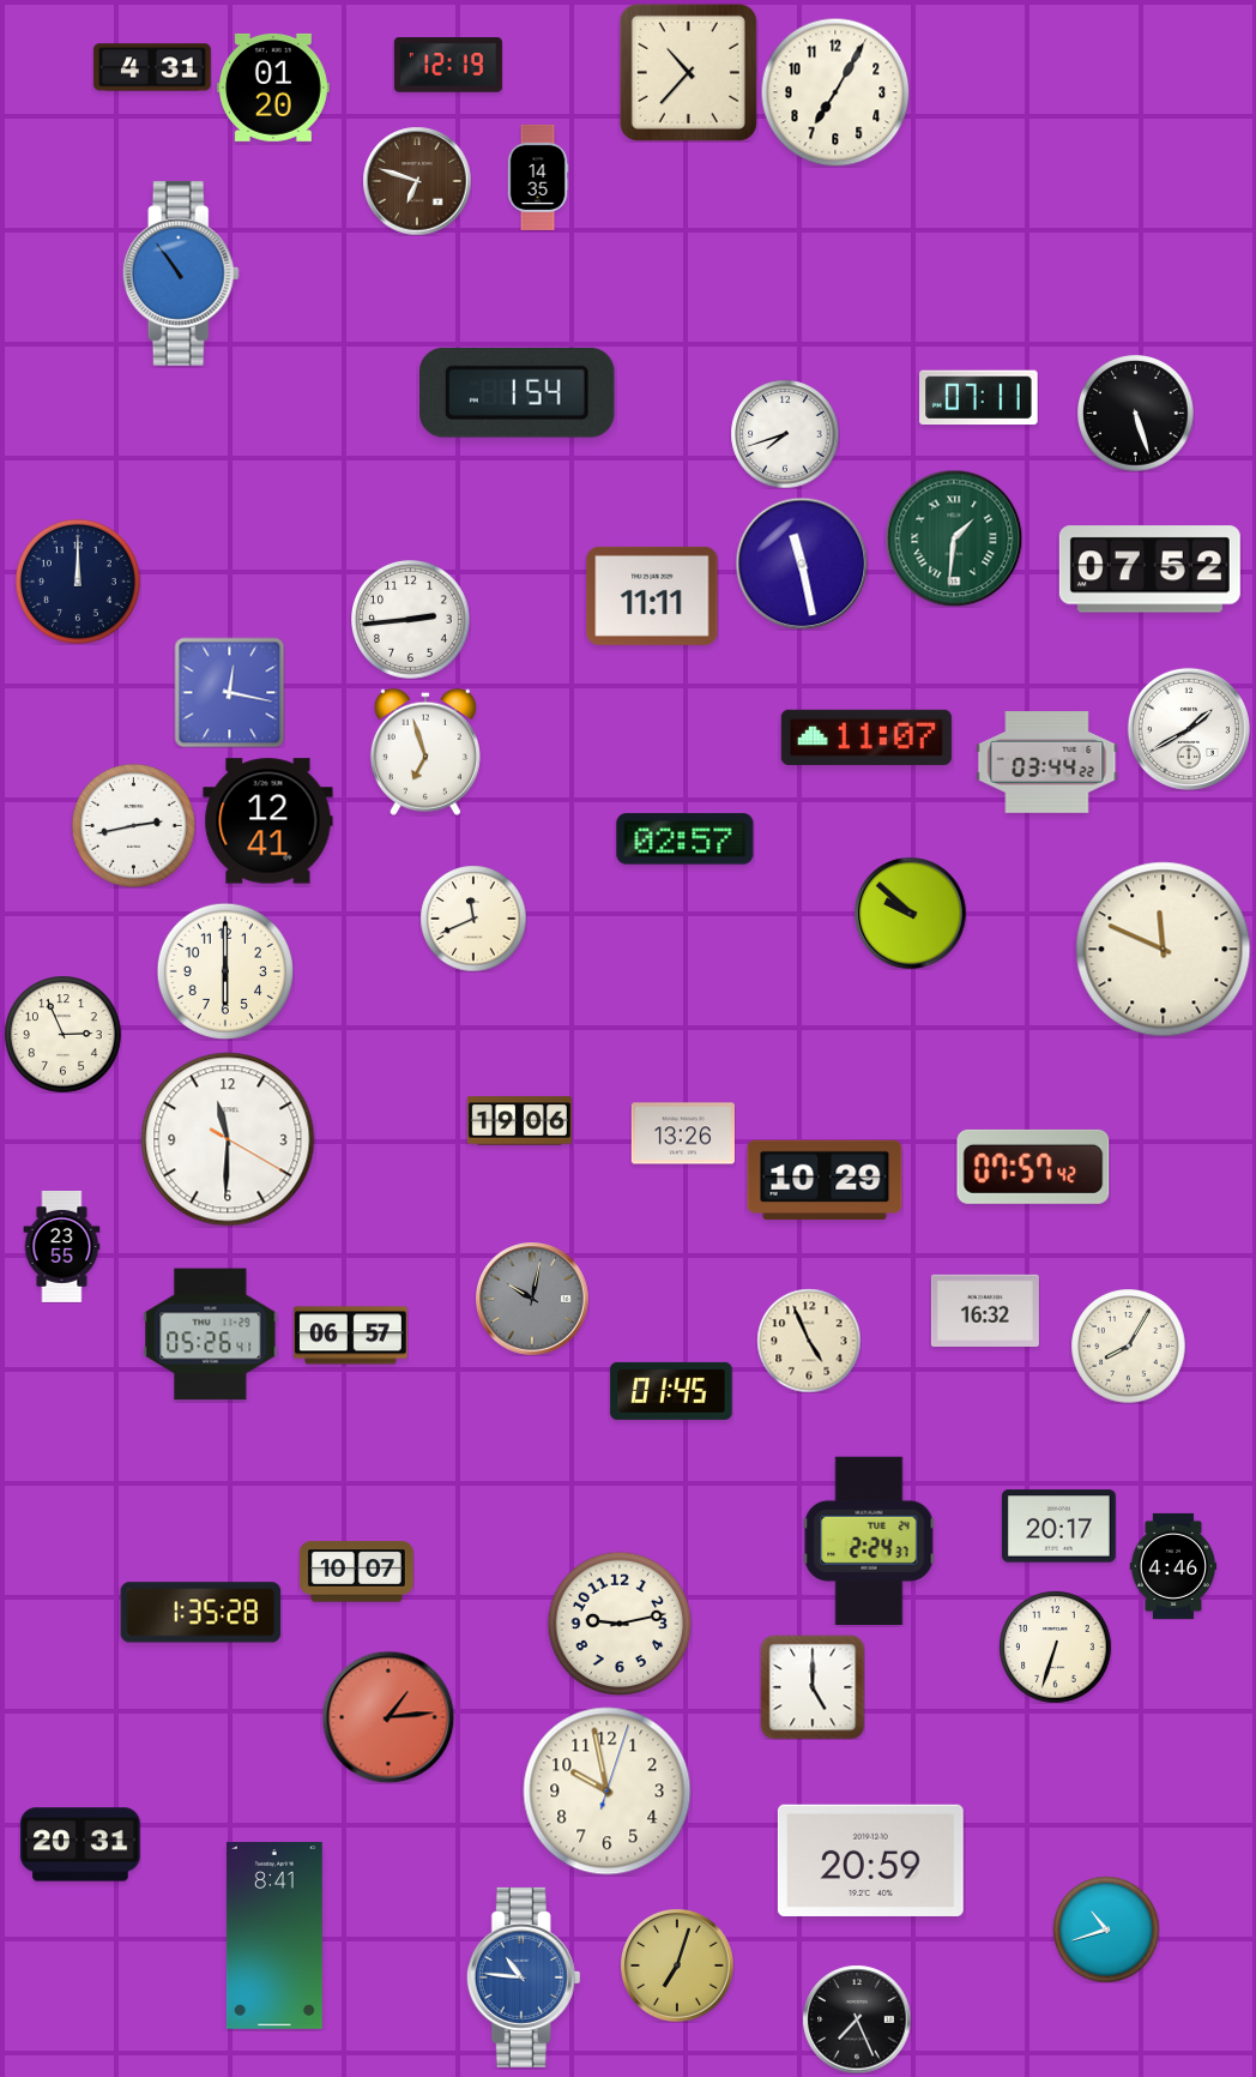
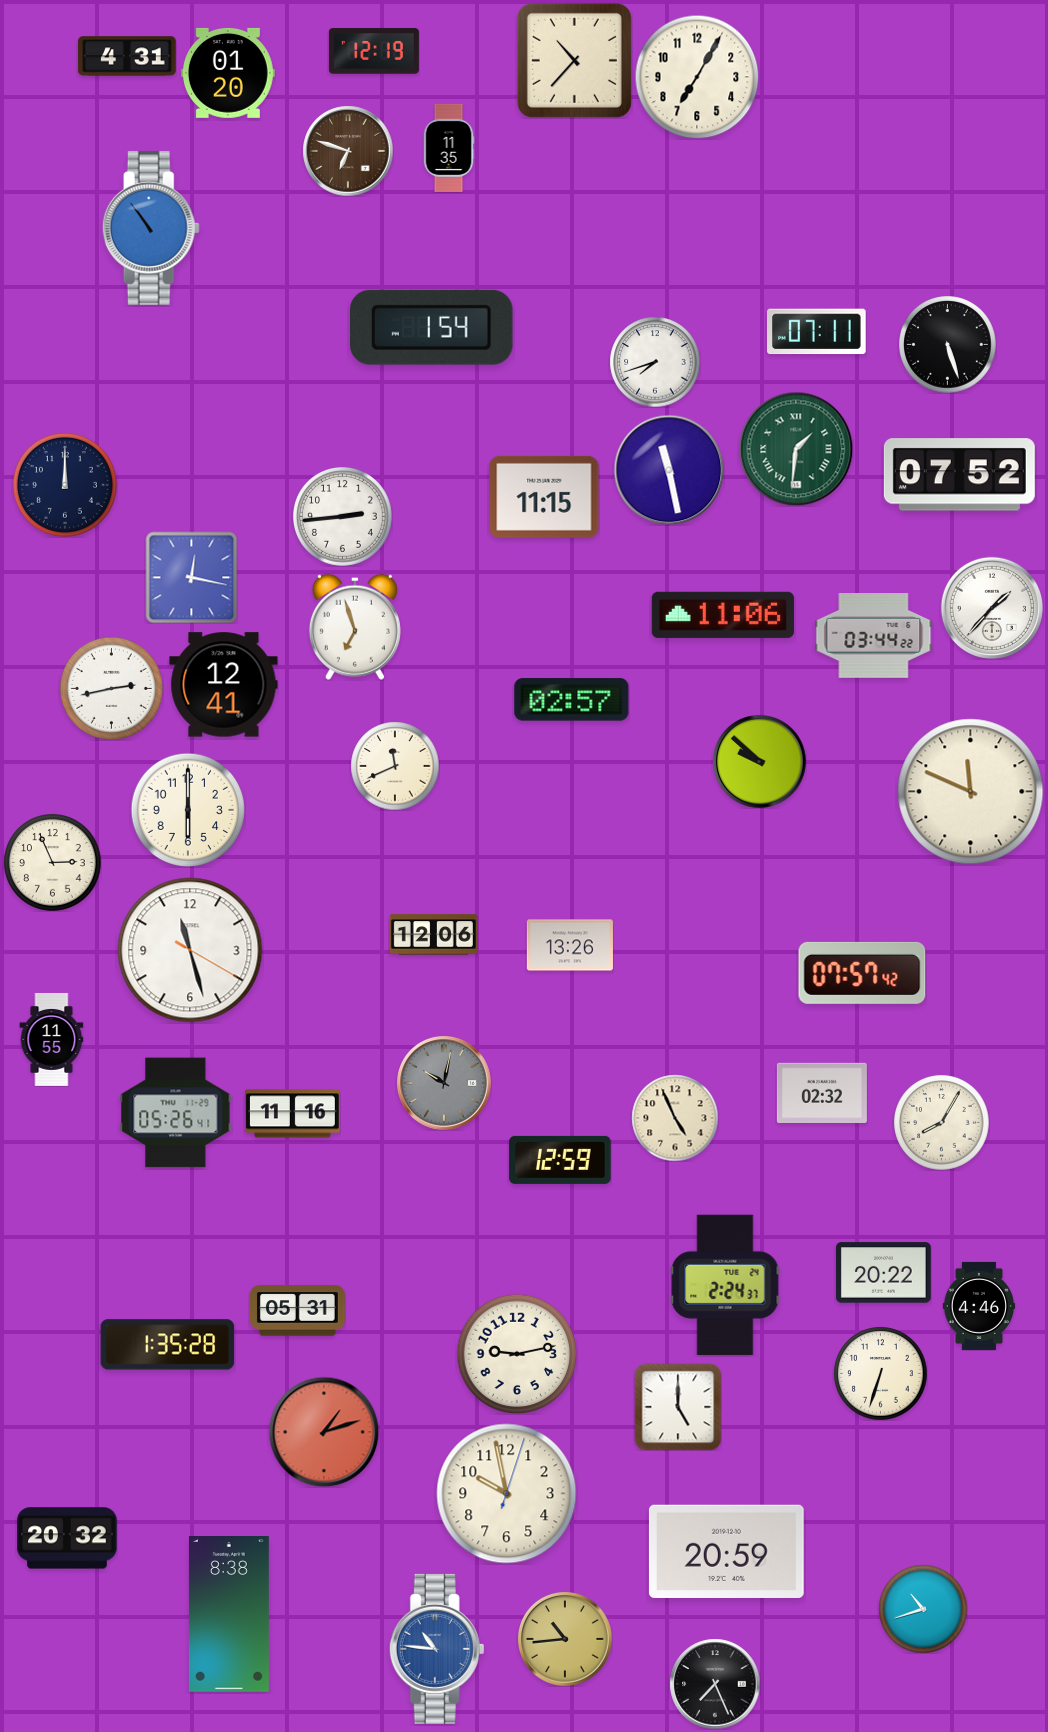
clock at (448, 65) position: (448, 65) -> (374, 51)
clock at (538, 177): 14:35 -> 11:35
clock at (652, 596): 11:11 -> 11:15
clock at (1189, 729): 1:40 -> 1:37
clock at (866, 738): 11:07 -> 11:06
clock at (519, 1121): 19:06 -> 12:06
clock at (228, 1139): 11:30 -> 11:27
clock at (825, 1180): 10:29 -> none
clock at (62, 1247): 23:55 -> 11:55
clock at (985, 1310): 16:32 -> 02:32
clock at (351, 1336): 06:57 -> 11:16
clock at (671, 1391): 01:45 -> 12:59
clock at (1059, 1527): 20:17 -> 20:22
clock at (357, 1572): 10:07 -> 05:31
clock at (388, 1717): 1:14 -> 1:12
clock at (80, 1844): 20:31 -> 20:32
clock at (274, 1937): 8:41 -> 8:38
clock at (677, 1965): 7:03 -> 10:44
